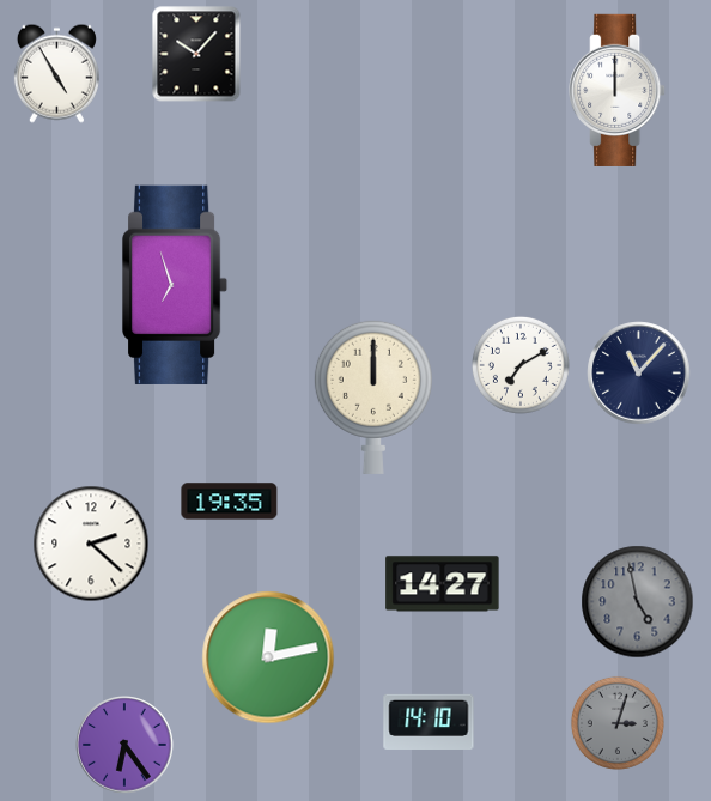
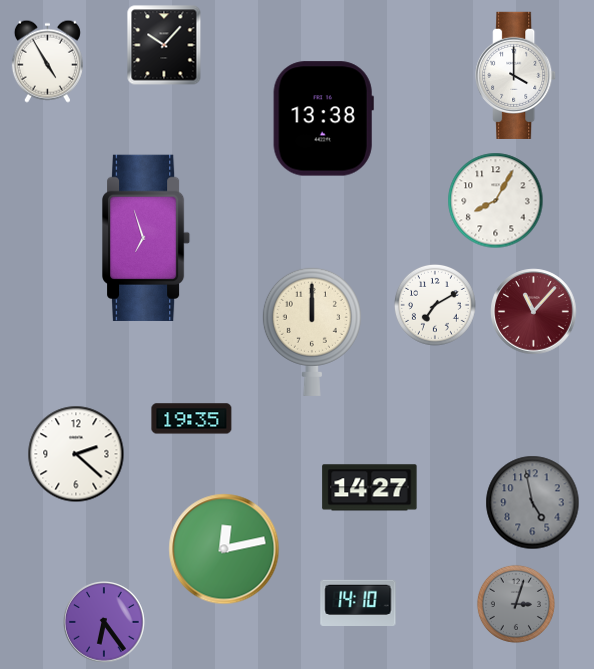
clock at (618, 90): 12:00 -> 4:00
clock at (323, 119): none -> 13:38
clock at (496, 201): none -> 8:05
clock at (639, 374) dial: navy -> burgundy
